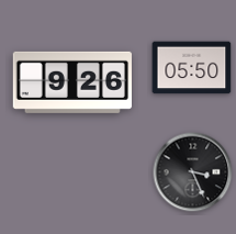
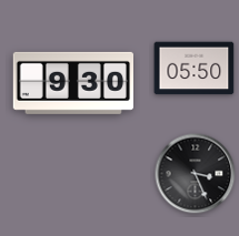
clock at (71, 82): 9:26 -> 9:30
